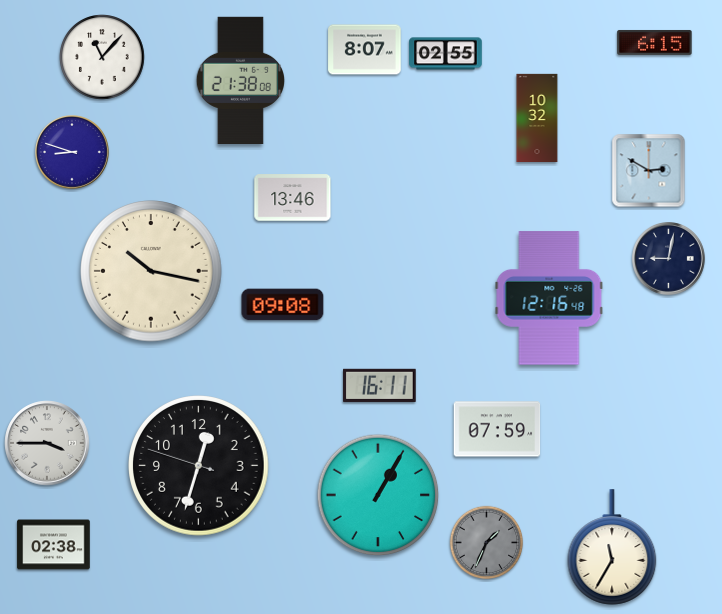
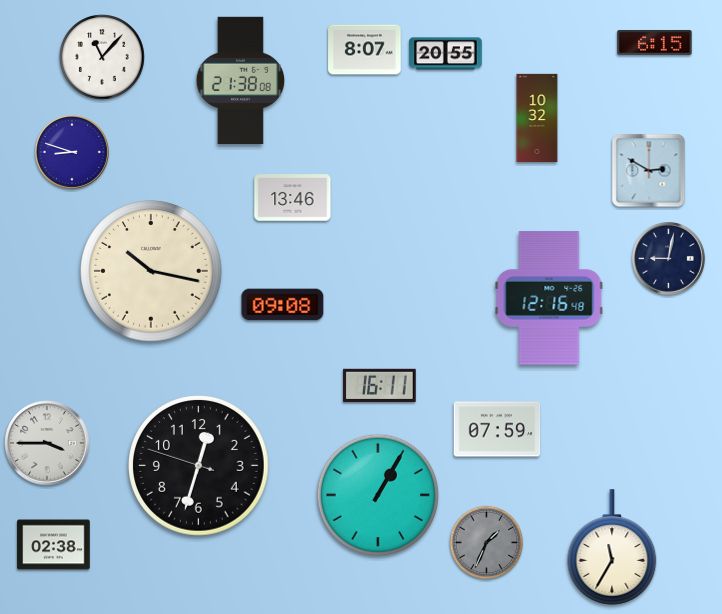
clock at (446, 54): 02:55 -> 20:55
